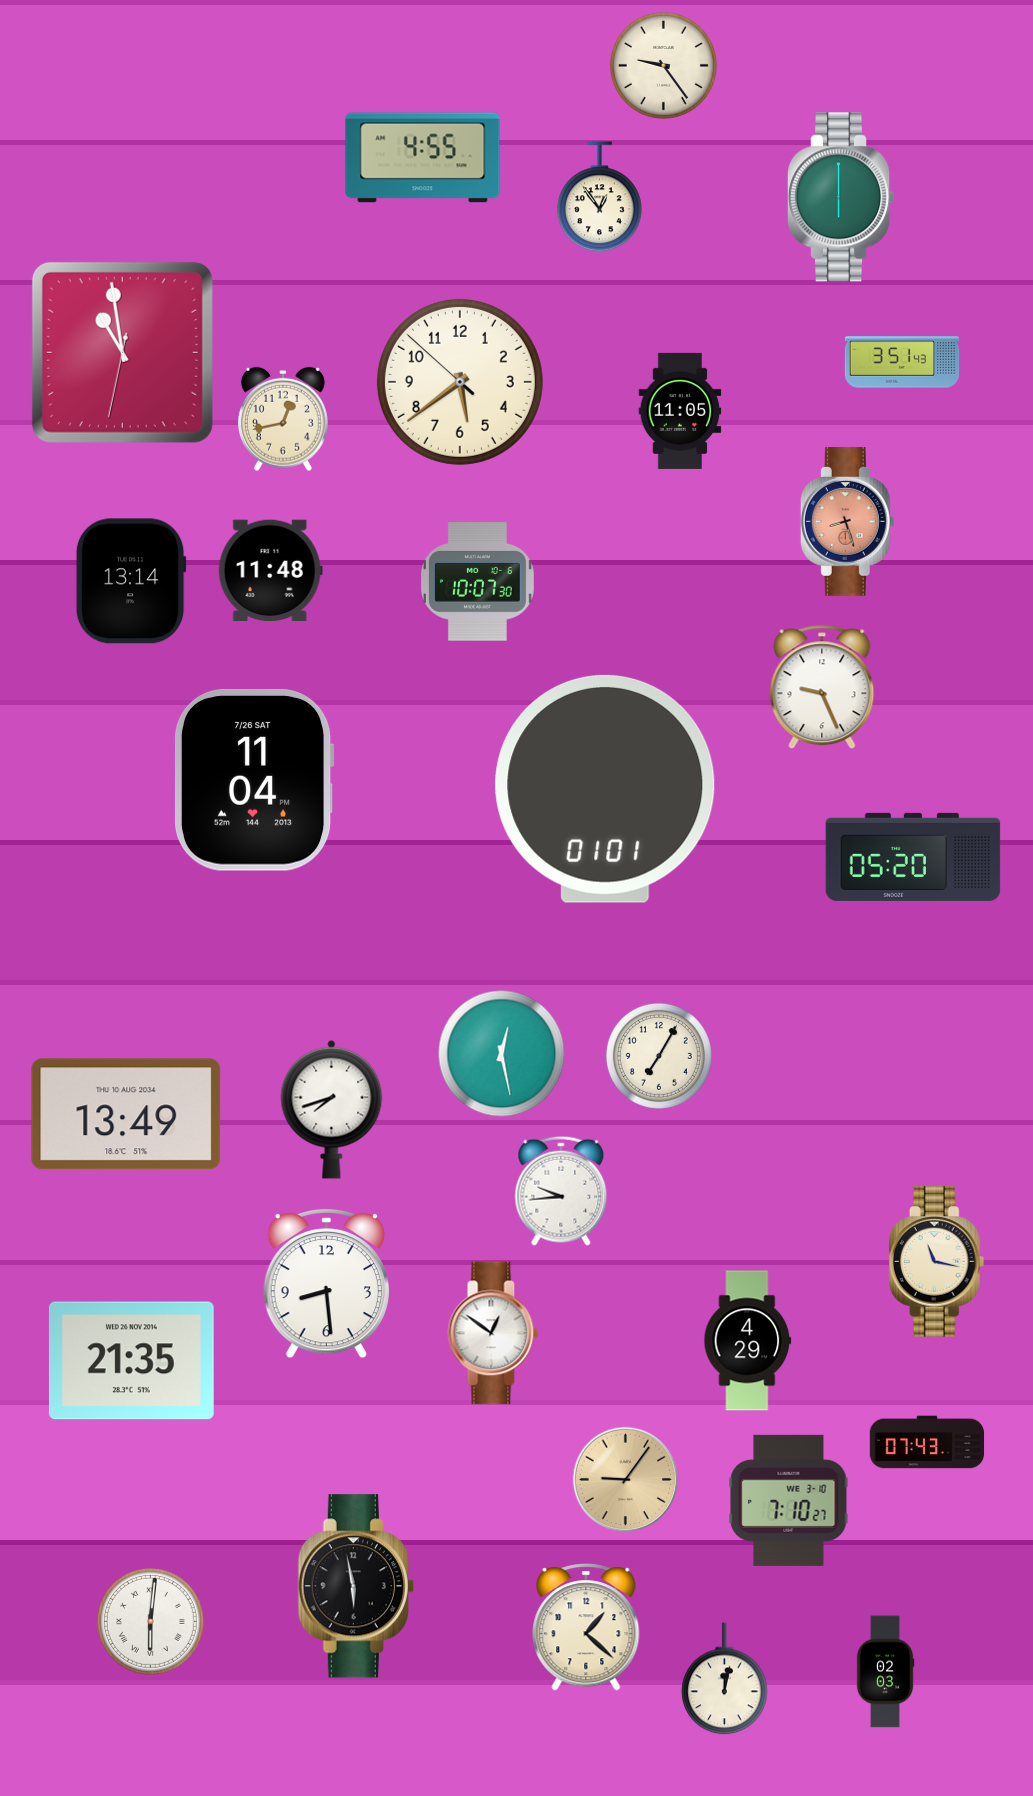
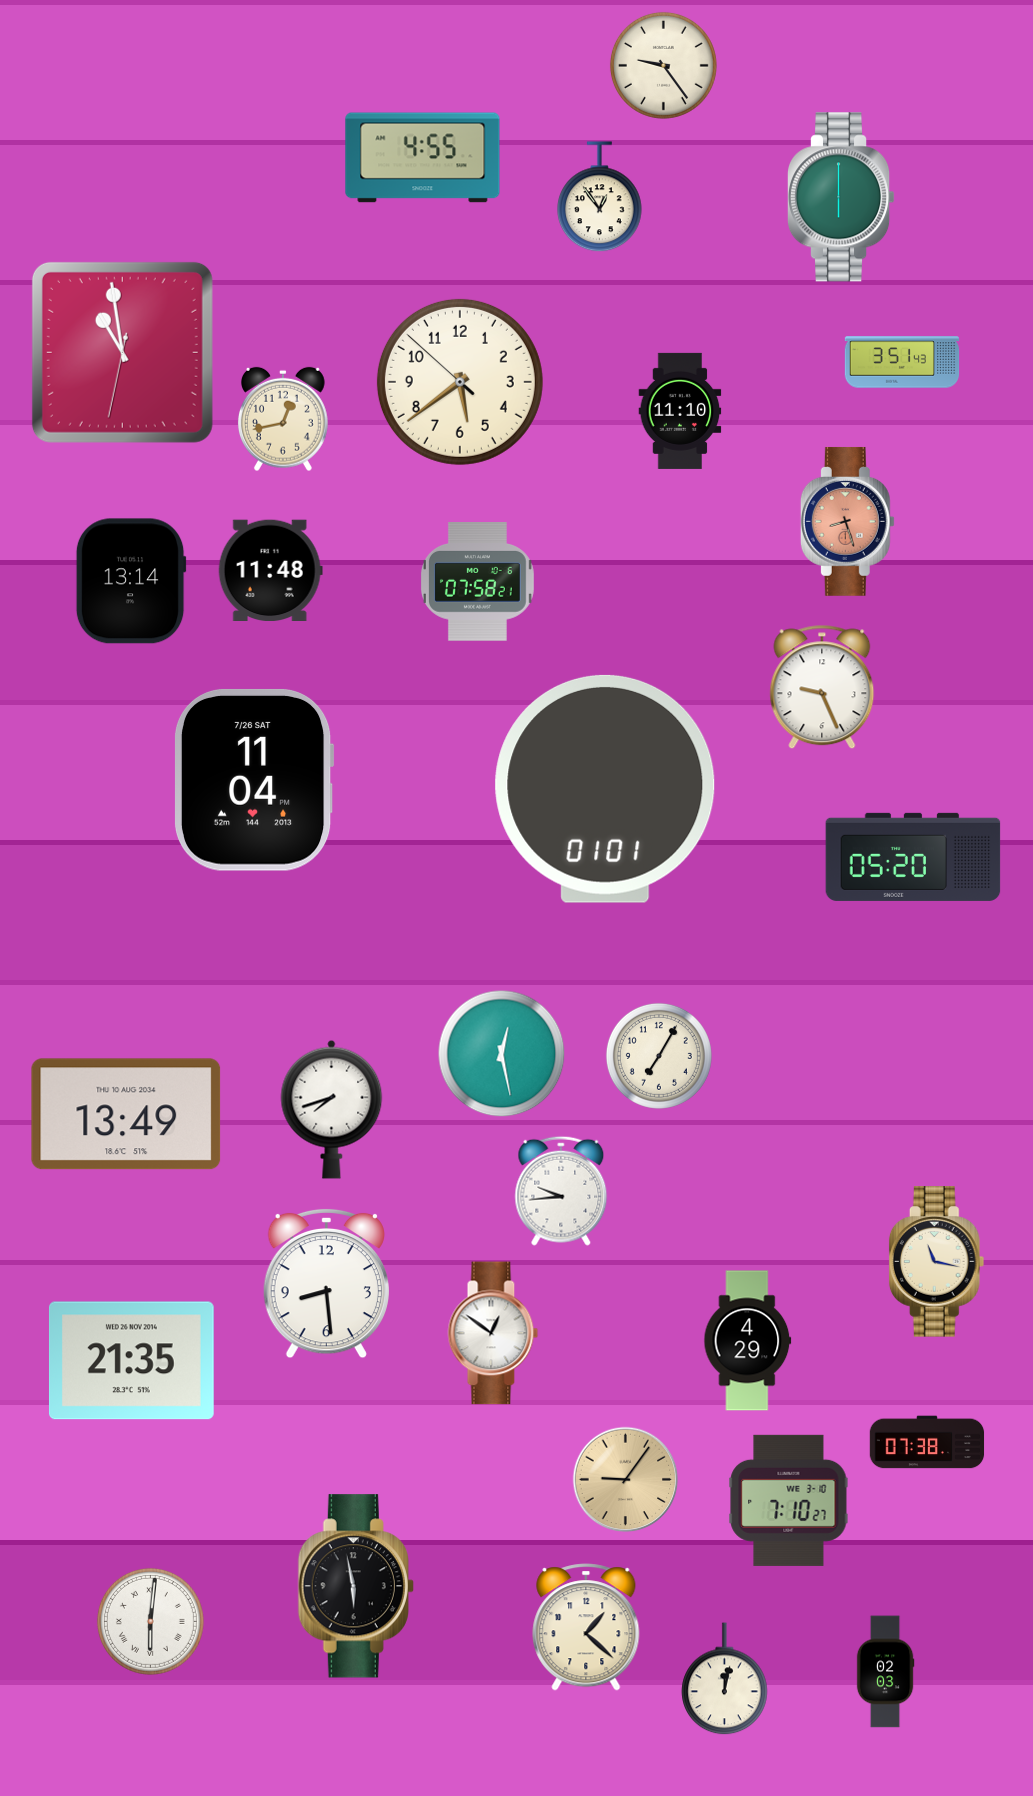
clock at (680, 411): 11:05 -> 11:10
clock at (477, 582): 10:07 -> 07:58
clock at (927, 1442): 07:43 -> 07:38
